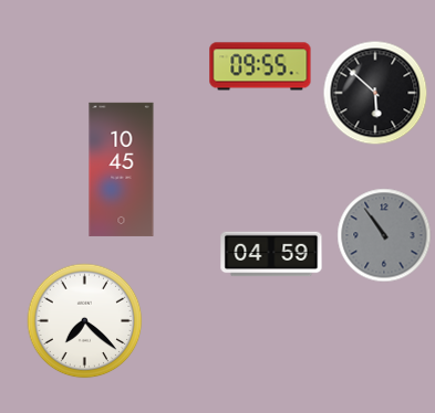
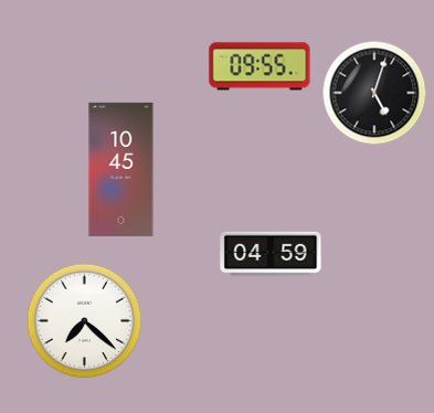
clock at (375, 93): 5:52 -> 5:03
clock at (384, 235): 10:54 -> none
